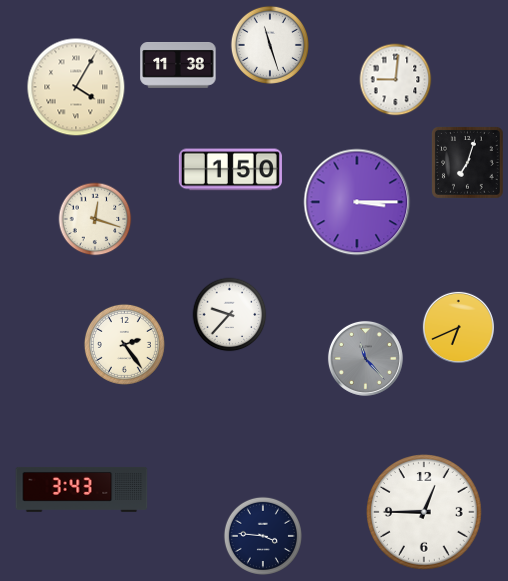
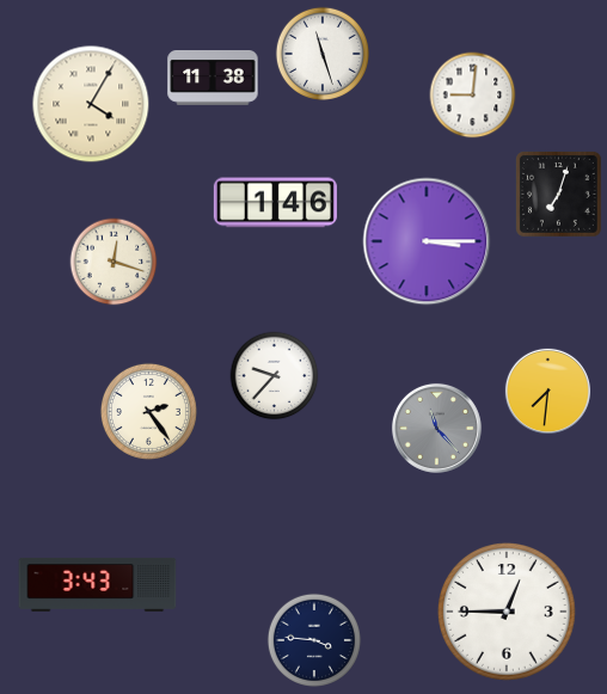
clock at (230, 170): 1:50 -> 1:46
clock at (458, 327): 6:41 -> 7:31
